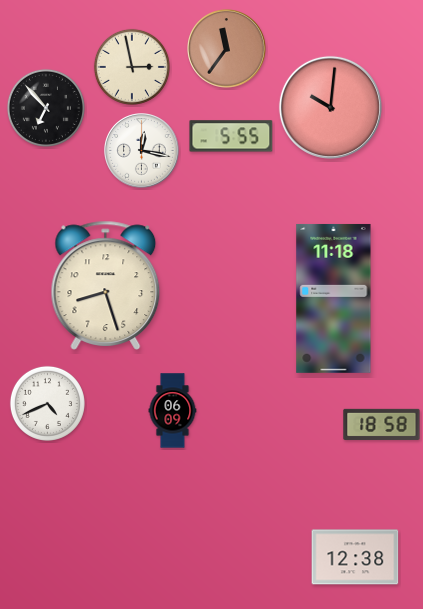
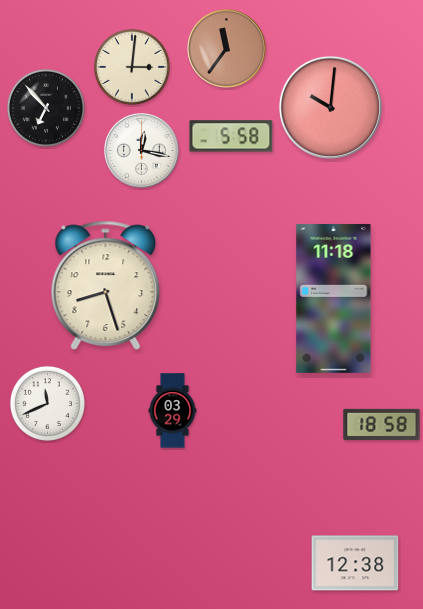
clock at (132, 67): 2:58 -> 3:01
clock at (231, 136): 5:55 -> 5:58
clock at (47, 403): 4:41 -> 11:41
clock at (173, 411): 06:09 -> 03:29
clock at (355, 557) position: (355, 557) -> (355, 563)
